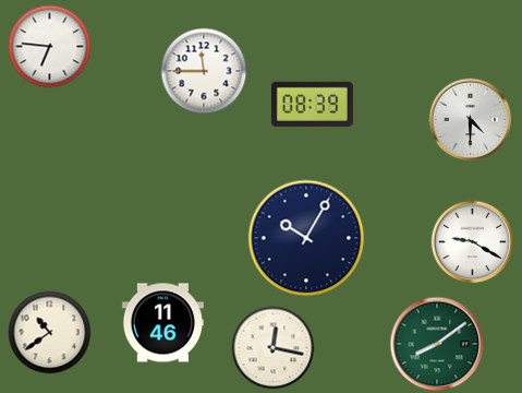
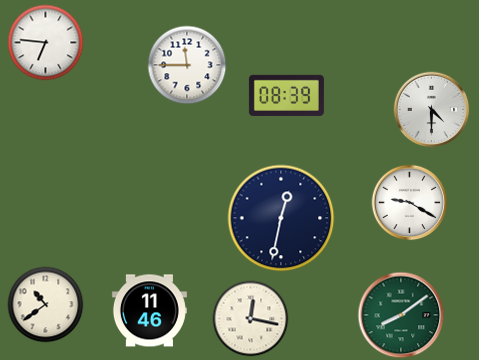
clock at (306, 238): 10:05 -> 12:32
clock at (473, 242) position: (473, 242) -> (410, 203)
clock at (162, 323) position: (162, 323) -> (149, 311)
